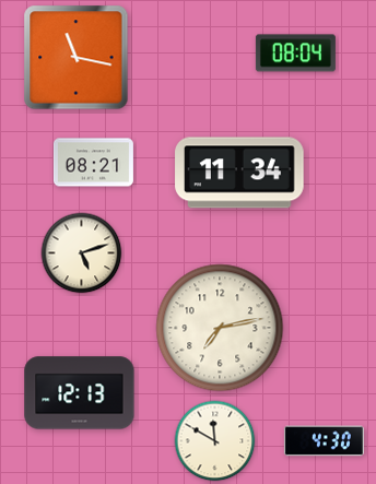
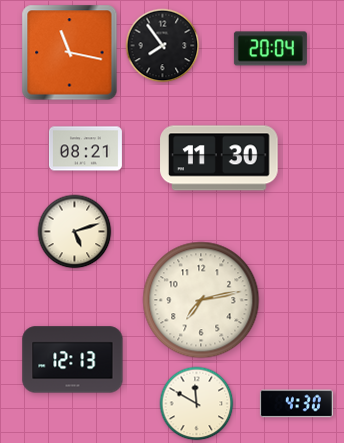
clock at (163, 46): none -> 7:54
clock at (295, 54): 08:04 -> 20:04
clock at (239, 173): 11:34 -> 11:30
